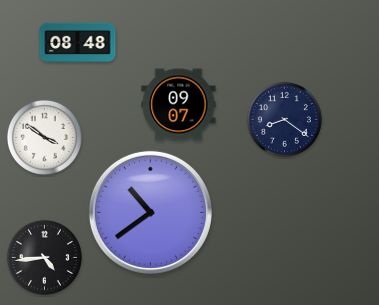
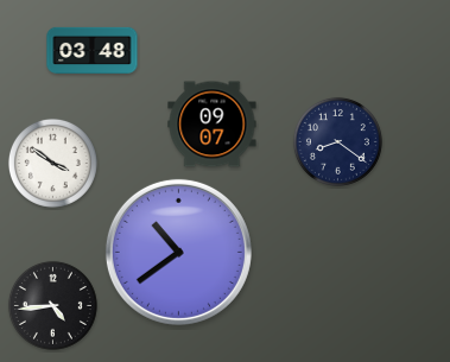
clock at (78, 42): 08:48 -> 03:48
